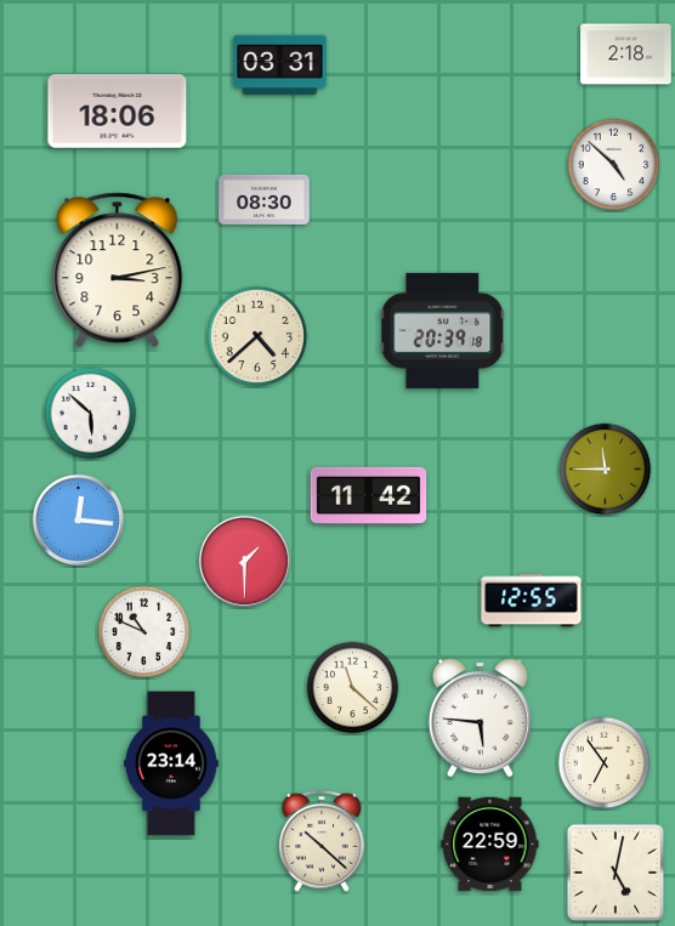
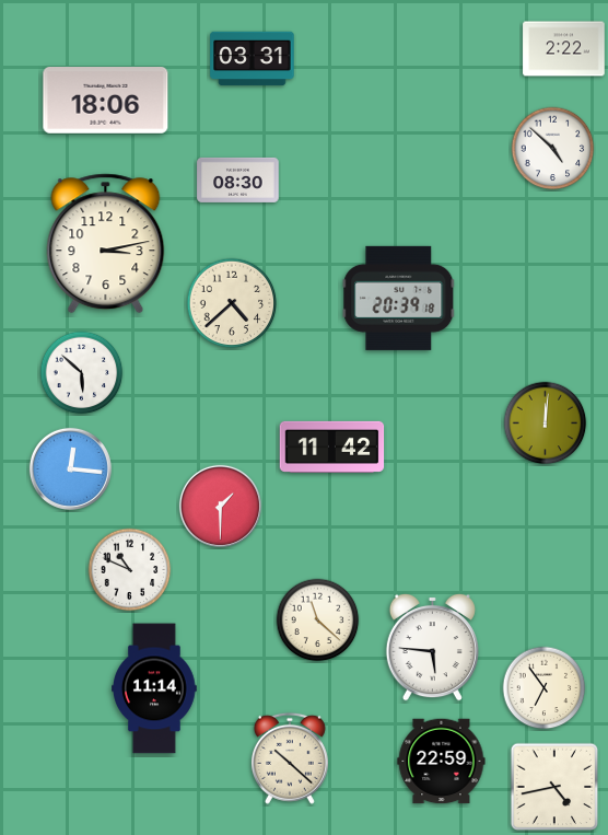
clock at (626, 55): 2:18 -> 2:22
clock at (606, 470): 11:45 -> 12:01
clock at (532, 601): 12:55 -> none
clock at (172, 763): 23:14 -> 11:14
clock at (616, 873): 5:02 -> 4:43
